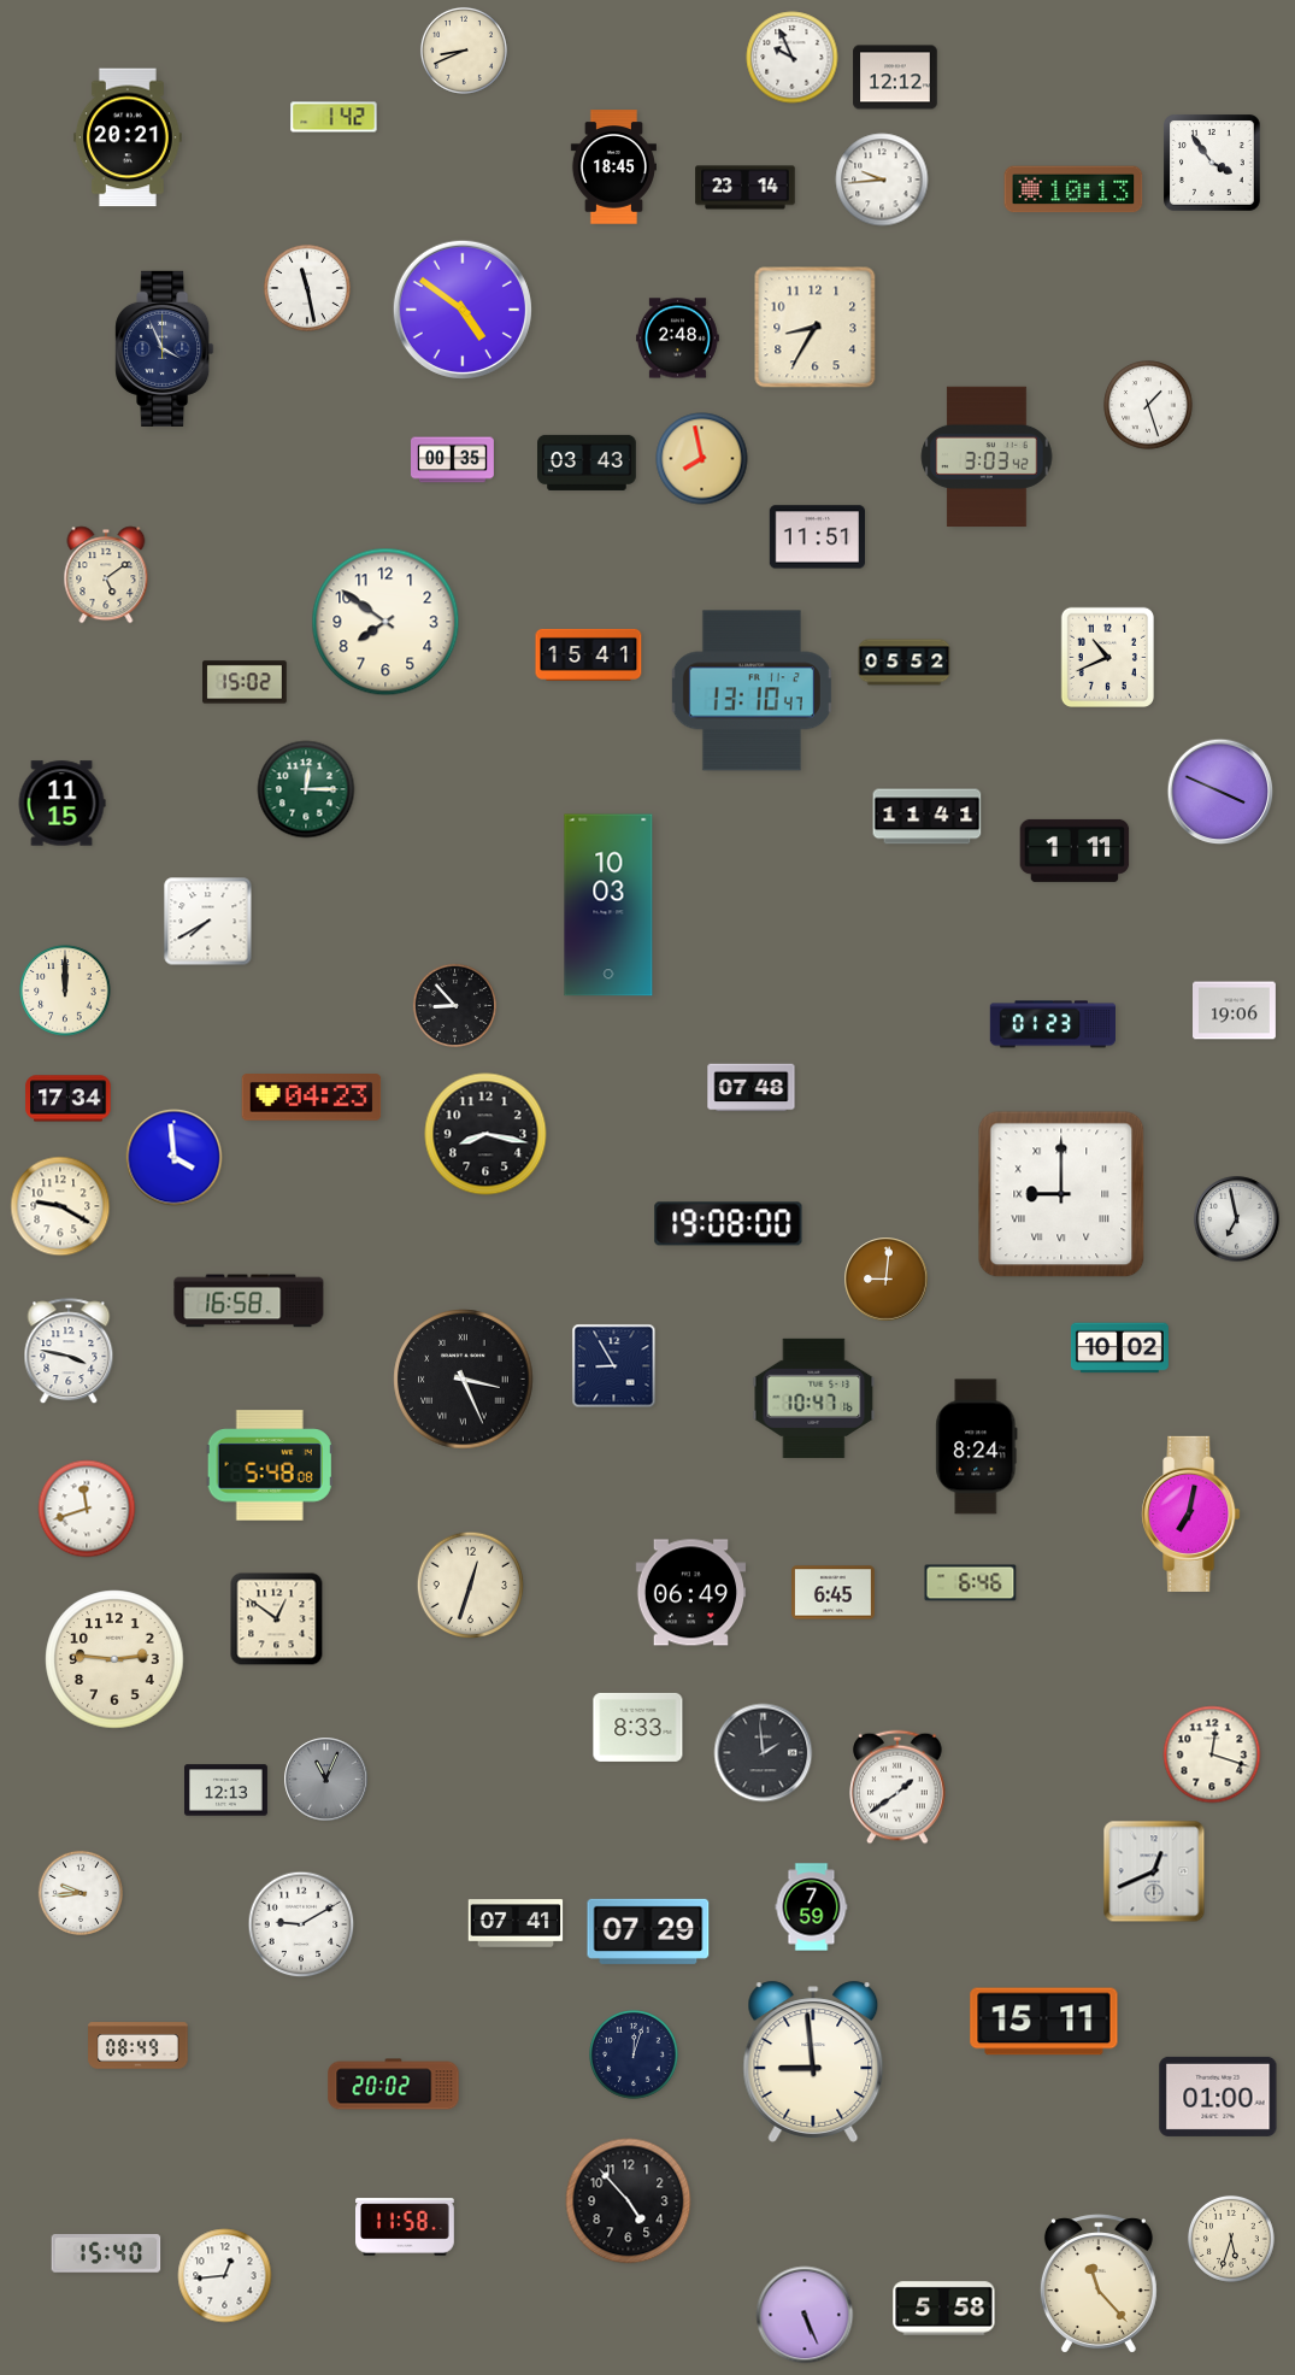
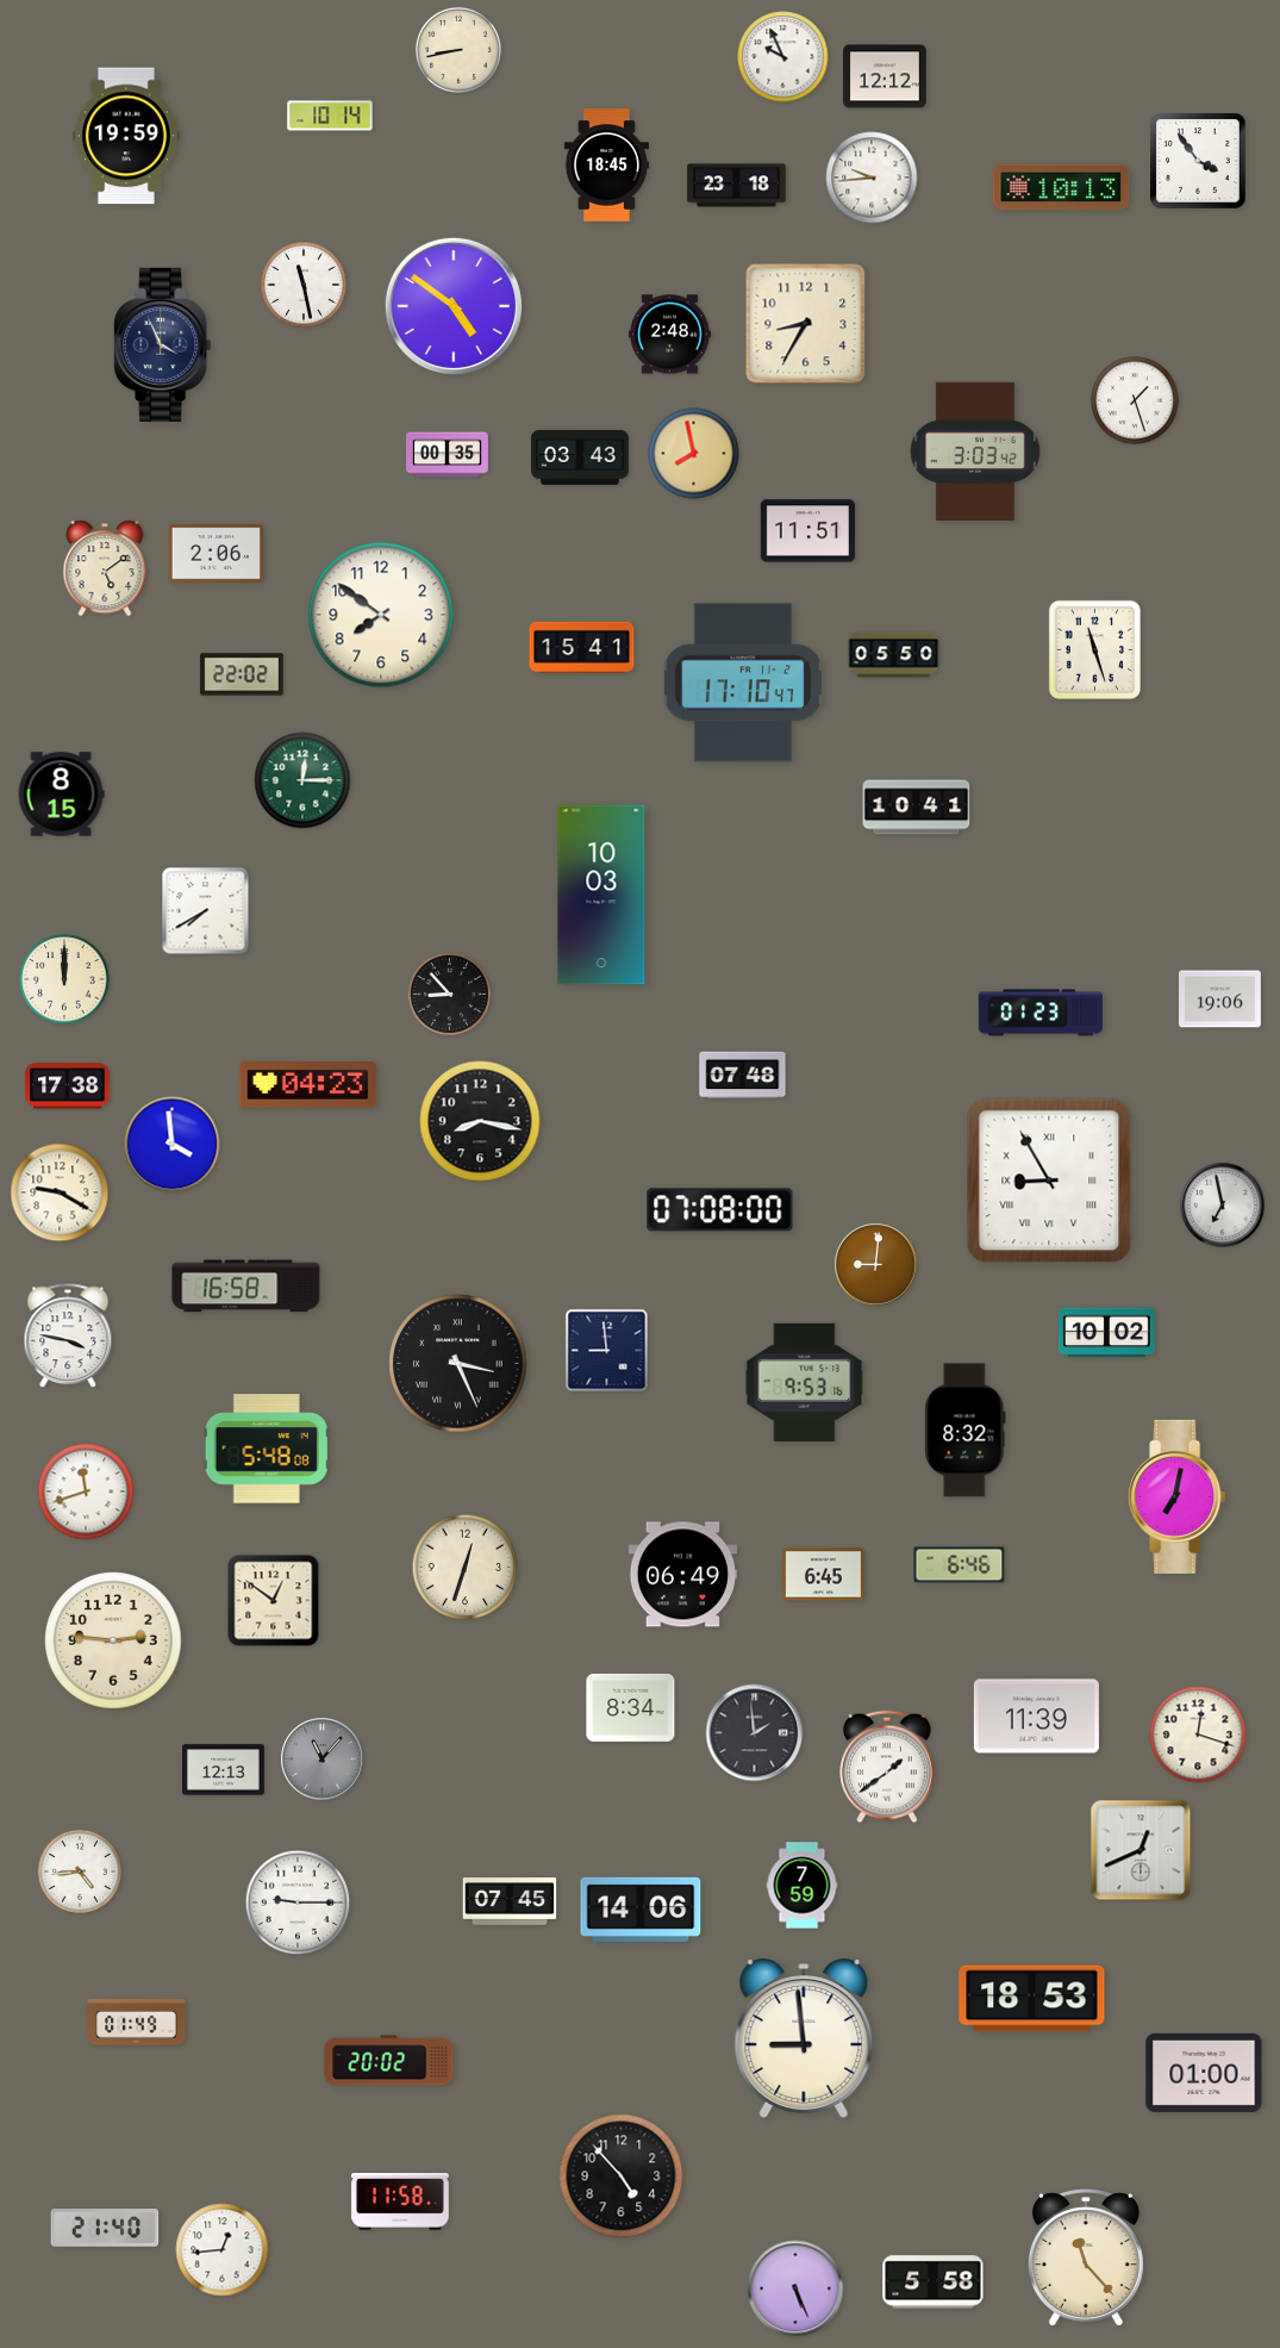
clock at (464, 51): 8:41 -> 8:43
clock at (334, 117): 1:42 -> 10:14
clock at (128, 137): 20:21 -> 19:59
clock at (746, 188): 23:14 -> 23:18
clock at (463, 310) position: (463, 310) -> (454, 306)
clock at (216, 554): none -> 2:06
clock at (1107, 657): 10:41 -> 11:27
clock at (905, 663): 05:52 -> 05:50
clock at (245, 682): 15:02 -> 22:02
clock at (752, 690): 13:10 -> 17:10
clock at (1220, 792): 3:49 -> none
clock at (61, 804): 11:15 -> 8:15
clock at (928, 817): 11:41 -> 10:41
clock at (1075, 851): 1:11 -> none
clock at (69, 1099): 17:34 -> 17:38
clock at (1061, 1194): 9:00 -> 8:55
clock at (729, 1224): 19:08 -> 07:08
clock at (614, 1366): 8:55 -> 8:59
clock at (814, 1398): 10:47 -> 9:53
clock at (977, 1447): 8:24 -> 8:32
clock at (638, 1727): 8:33 -> 8:34
clock at (1036, 1717): none -> 11:39
clock at (326, 1780): 11:04 -> 11:07
clock at (81, 1893): 9:44 -> 4:44
clock at (516, 1923): 07:41 -> 07:45
clock at (301, 1924): 9:10 -> 9:15
clock at (648, 1932): 07:29 -> 14:06
clock at (1044, 2022): 15:11 -> 18:53
clock at (139, 2046): 08:49 -> 01:49
clock at (634, 2054): 12:03 -> none
clock at (1231, 2239): 5:33 -> none
clock at (106, 2255): 15:40 -> 21:40
